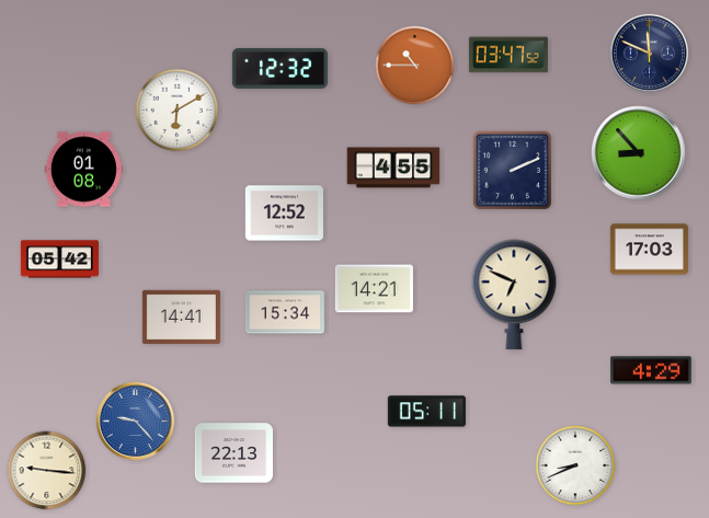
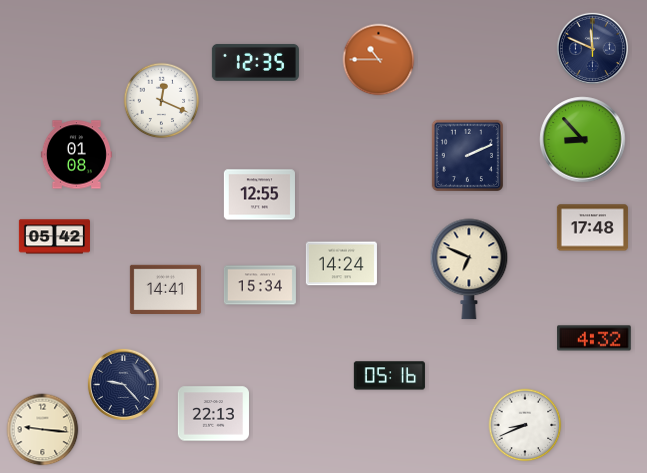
clock at (508, 55): 03:47 -> none
clock at (279, 68): 12:32 -> 12:35
clock at (178, 111): 6:10 -> 12:19
clock at (393, 168): 4:55 -> none
clock at (284, 214): 12:52 -> 12:55
clock at (649, 250): 17:03 -> 17:48
clock at (374, 289): 14:21 -> 14:24
clock at (651, 370): 4:29 -> 4:32
clock at (426, 412): 05:11 -> 05:16
clock at (135, 421) dial: blue -> navy
